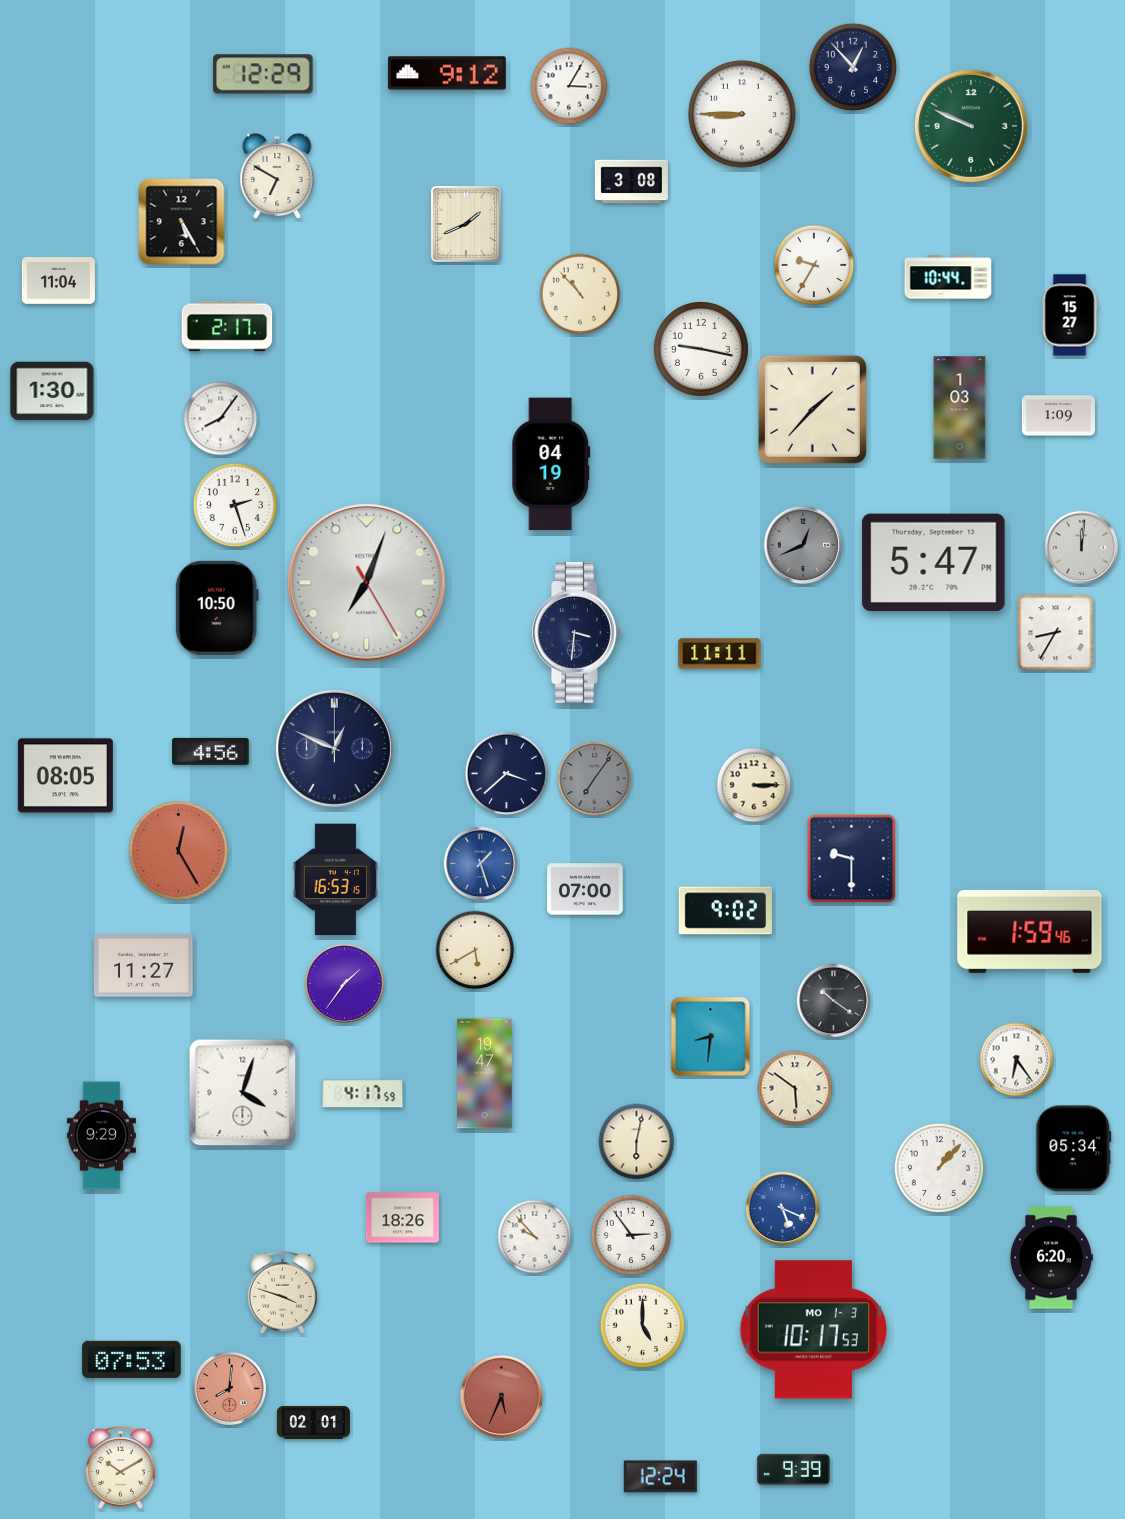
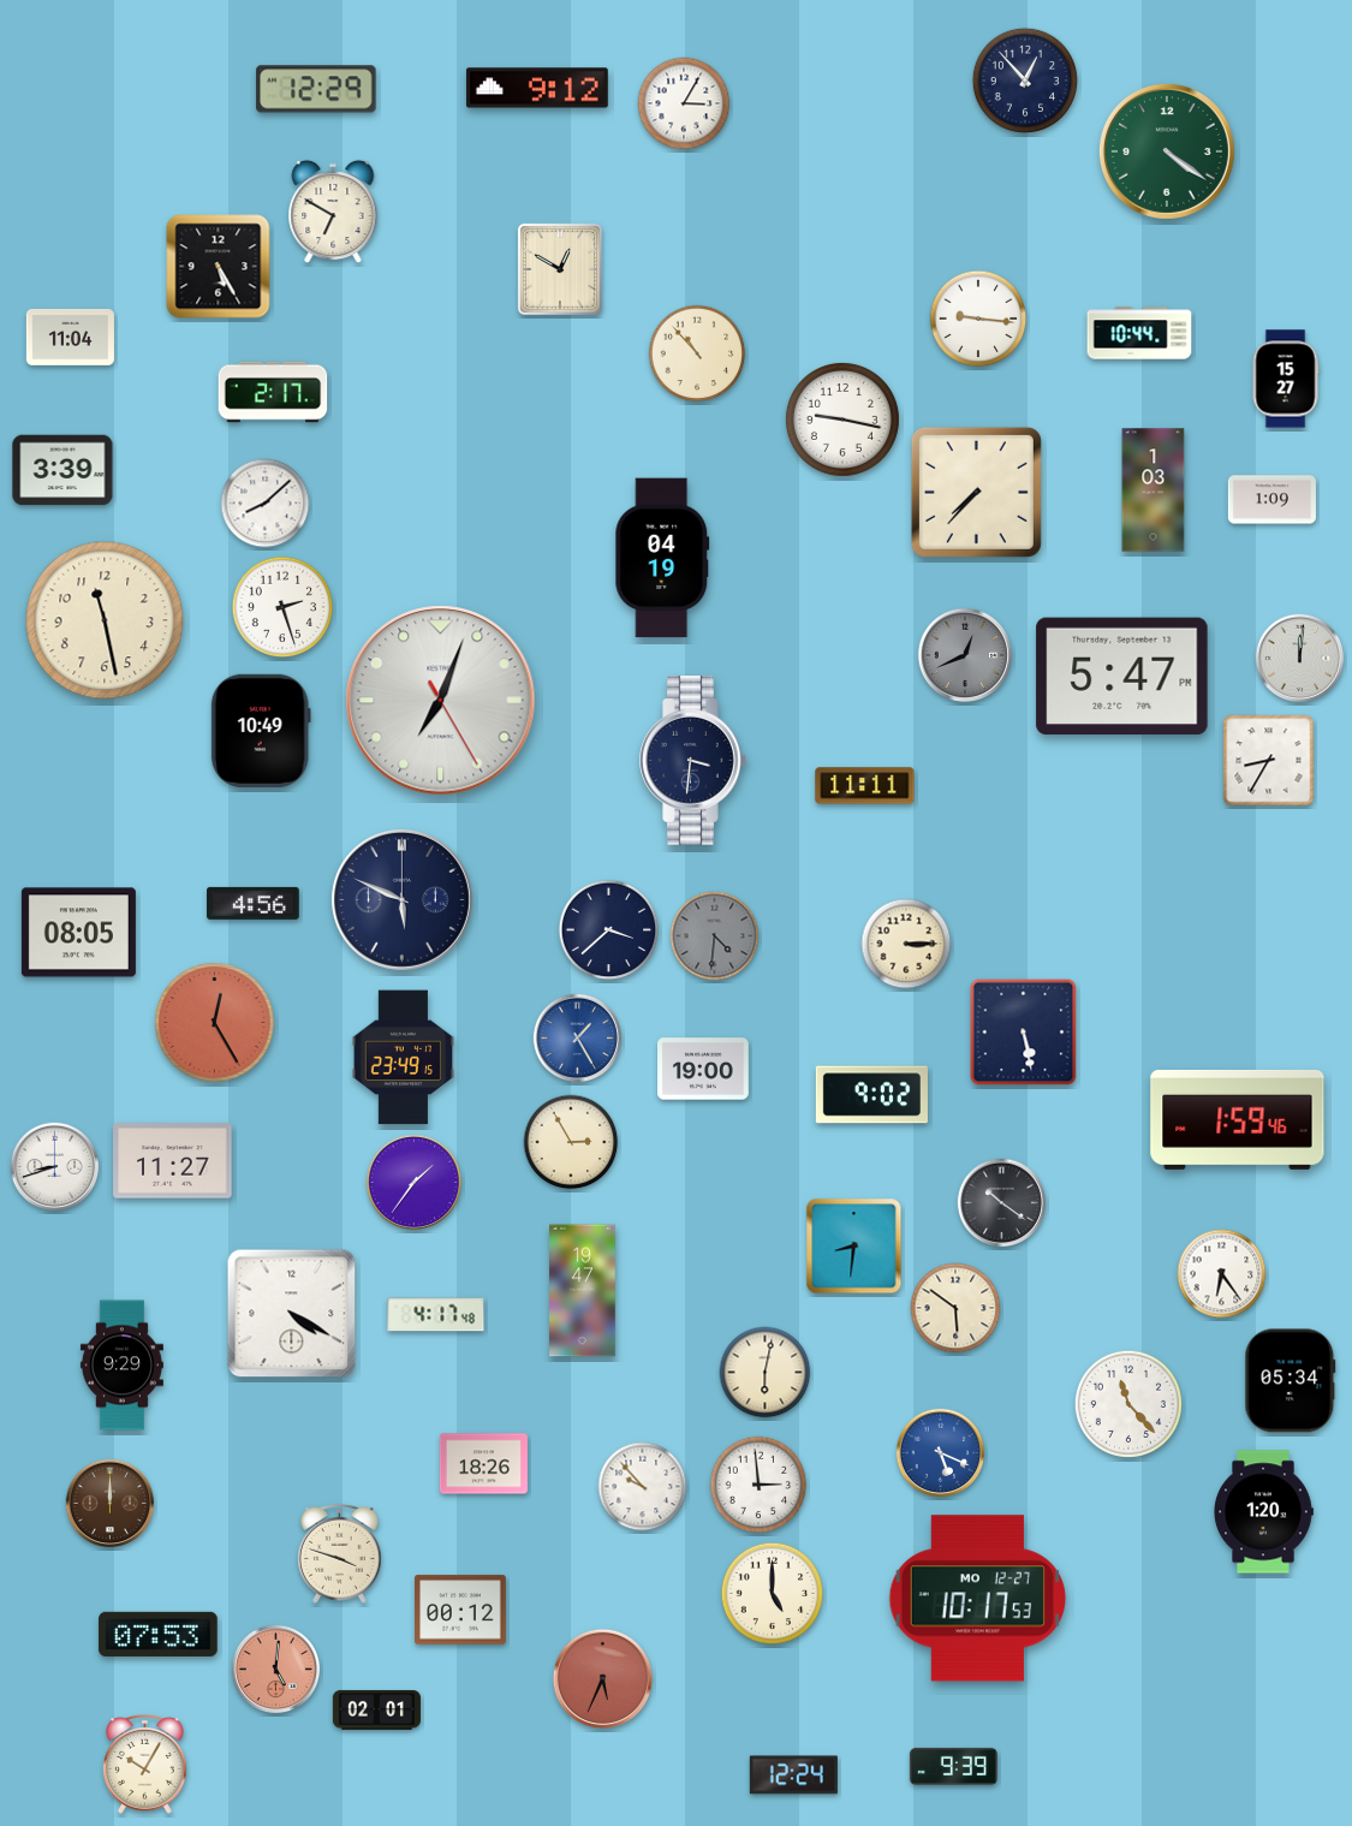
clock at (742, 114): 8:45 -> none
clock at (971, 126): 9:49 -> 4:21
clock at (631, 182): 3:08 -> none
clock at (466, 224): 1:41 -> 12:50
clock at (814, 265): 9:35 -> 9:16
clock at (52, 391): 1:30 -> 3:39
clock at (812, 409): 1:37 -> 7:37
clock at (221, 419): 8:06 -> 8:08
clock at (105, 620): none -> 11:28
clock at (217, 608): 10:50 -> 10:49
clock at (334, 748): 12:49 -> 5:49
clock at (595, 779): 7:06 -> 4:31
clock at (852, 859): 9:30 -> 5:28
clock at (481, 864): 1:27 -> 1:25
clock at (335, 880): 16:53 -> 23:49
clock at (586, 889): 07:00 -> 19:00
clock at (475, 950): 5:40 -> 2:55
clock at (55, 1167): none -> 8:42
clock at (243, 1093): 4:03 -> 4:20
clock at (363, 1094): 4:17:59 -> 4:17:48
clock at (939, 1168): 1:07 -> 11:23
clock at (631, 1235): 2:54 -> 2:59
clock at (111, 1504): none -> 12:00
clock at (1052, 1258): 6:20 -> 1:20
clock at (813, 1330) date: MO 1-3 -> MO 12-27
clock at (461, 1610): none -> 00:12
clock at (230, 1389): 8:01 -> 5:01
clock at (121, 1467): 10:10 -> 10:05
